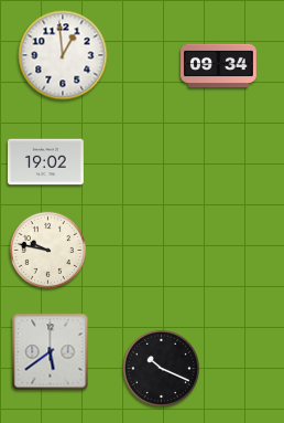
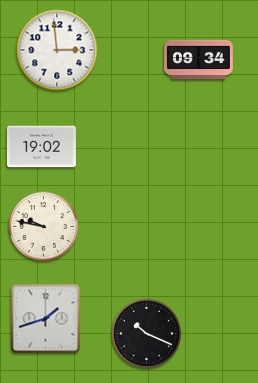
clock at (63, 55): 12:59 -> 2:59
clock at (51, 352): 5:39 -> 1:42
